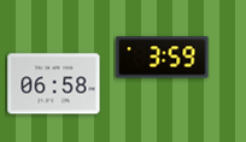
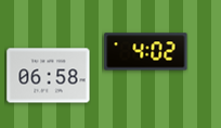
clock at (163, 58): 3:59 -> 4:02
